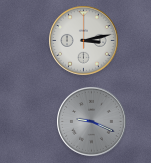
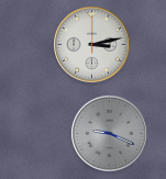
clock at (92, 122) position: (92, 122) -> (110, 134)
